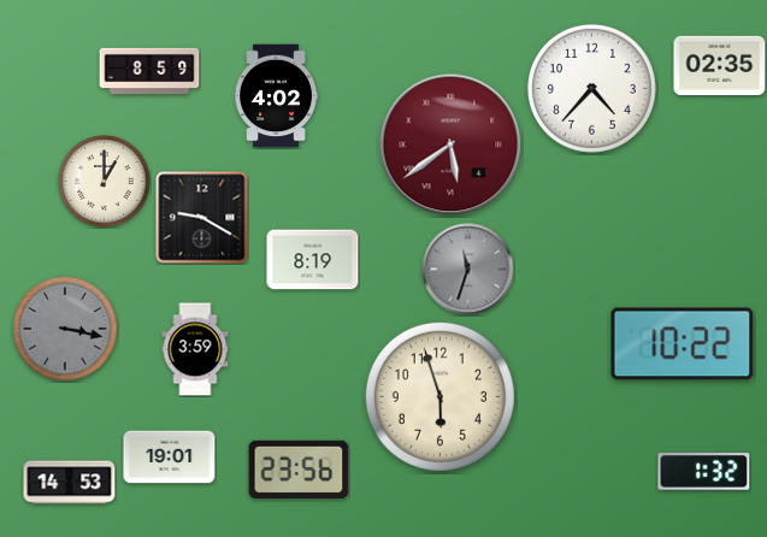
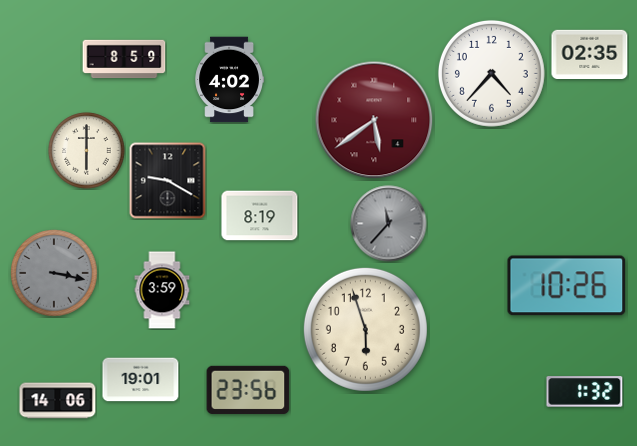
clock at (720, 65) position: (720, 65) -> (590, 54)
clock at (105, 182): 1:00 -> 6:00
clock at (468, 270): 11:33 -> 11:37
clock at (683, 344): 10:22 -> 10:26
clock at (70, 483): 14:53 -> 14:06
